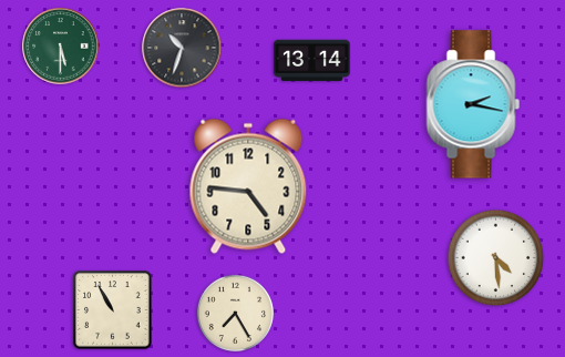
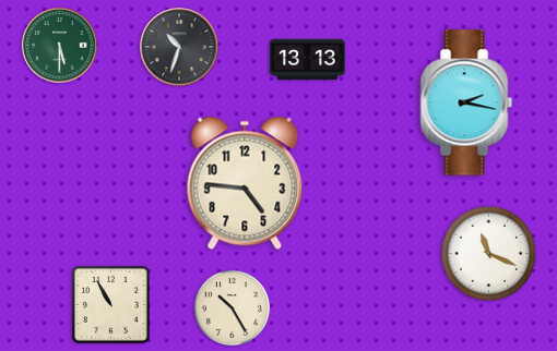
clock at (312, 61): 13:14 -> 13:13
clock at (496, 258): 4:29 -> 11:19
clock at (235, 313): 7:25 -> 10:25
